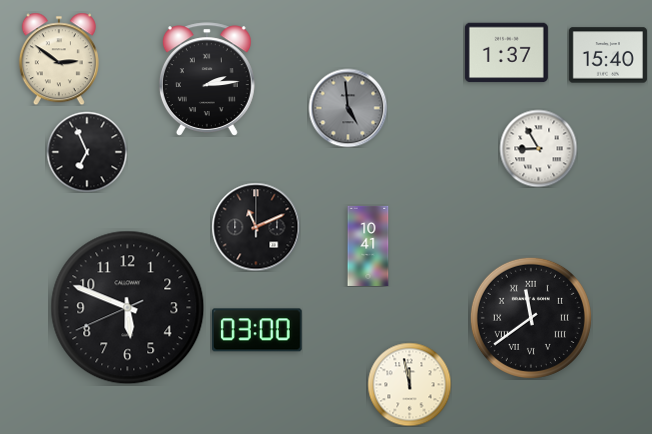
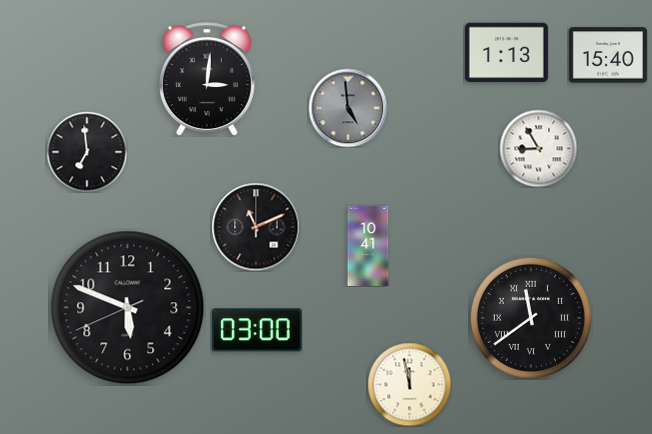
clock at (506, 53): 1:37 -> 1:13
clock at (59, 59): 2:51 -> none
clock at (207, 79): 2:14 -> 3:01
clock at (87, 152): 6:56 -> 6:59
